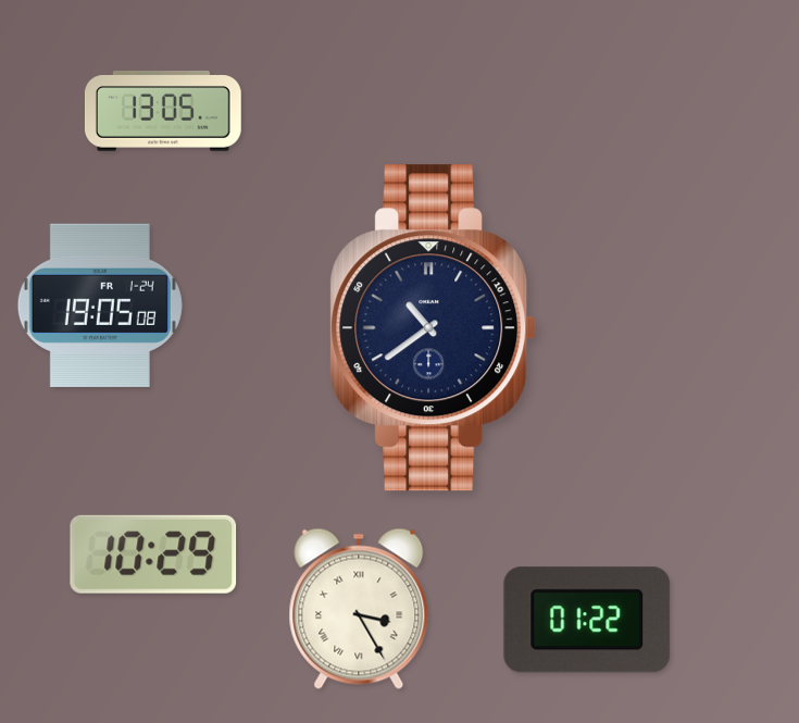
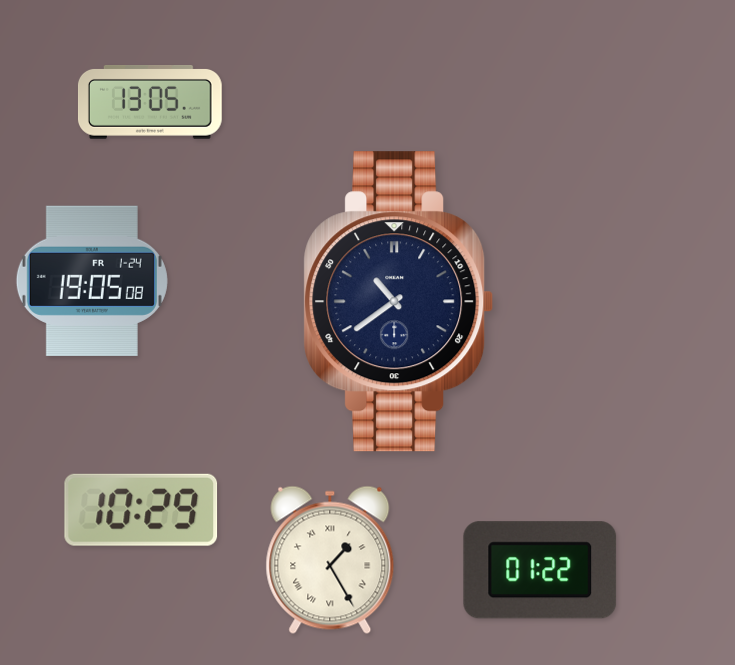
clock at (359, 609): 3:25 -> 1:25
